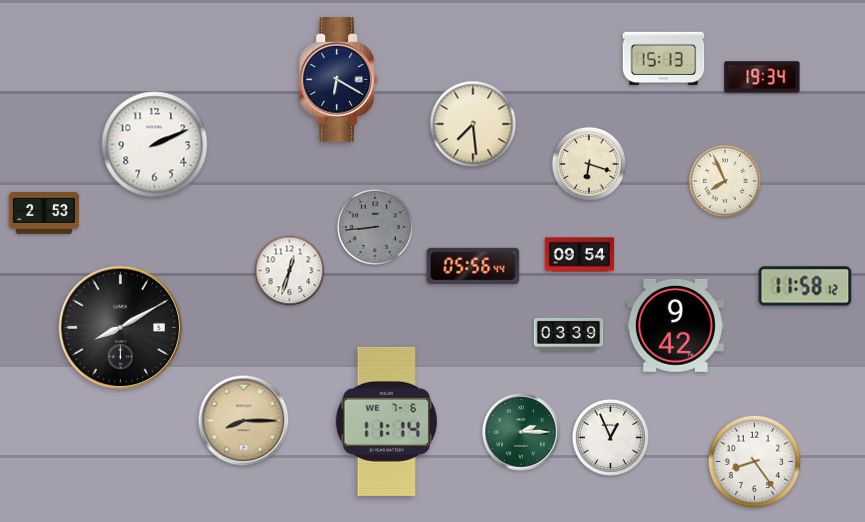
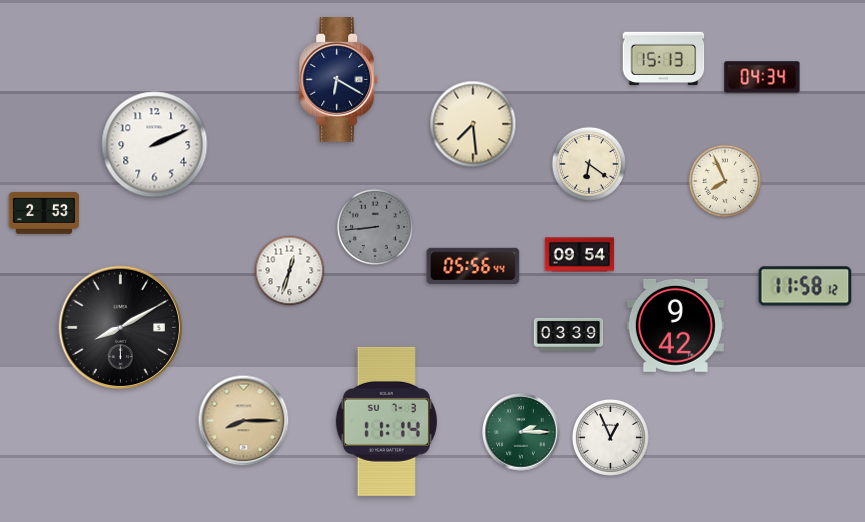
clock at (762, 77): 19:34 -> 04:34
clock at (588, 163): 6:18 -> 6:21
clock at (386, 421) date: WE 7-6 -> SU 7-3
clock at (755, 462): 8:24 -> none
